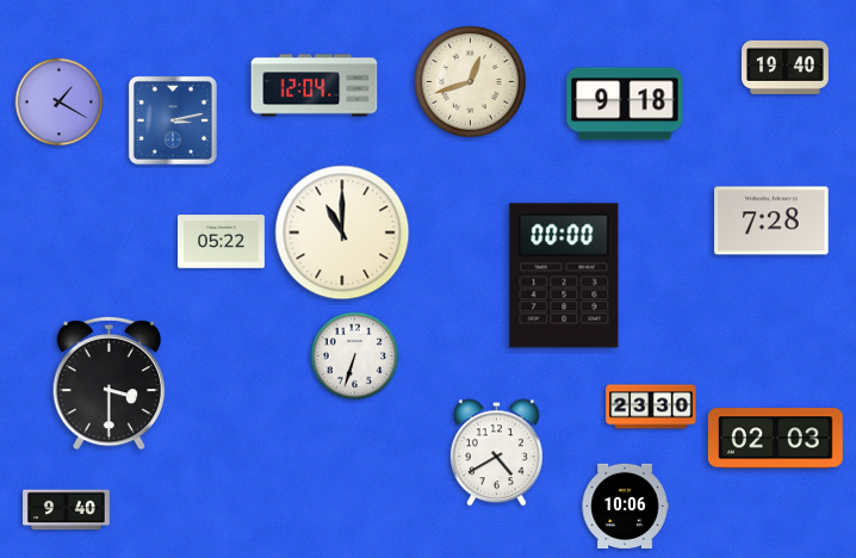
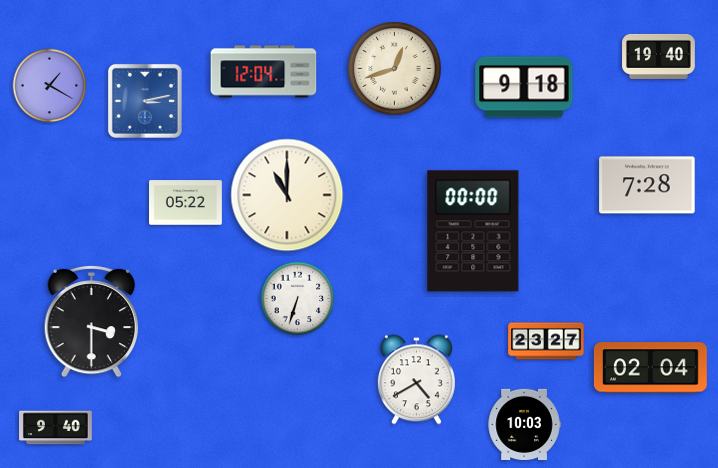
clock at (651, 407): 23:30 -> 23:27
clock at (775, 439): 02:03 -> 02:04
clock at (625, 506): 10:06 -> 10:03
